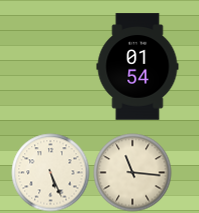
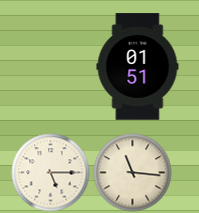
clock at (138, 67): 01:54 -> 01:51
clock at (50, 172): 5:26 -> 5:15
